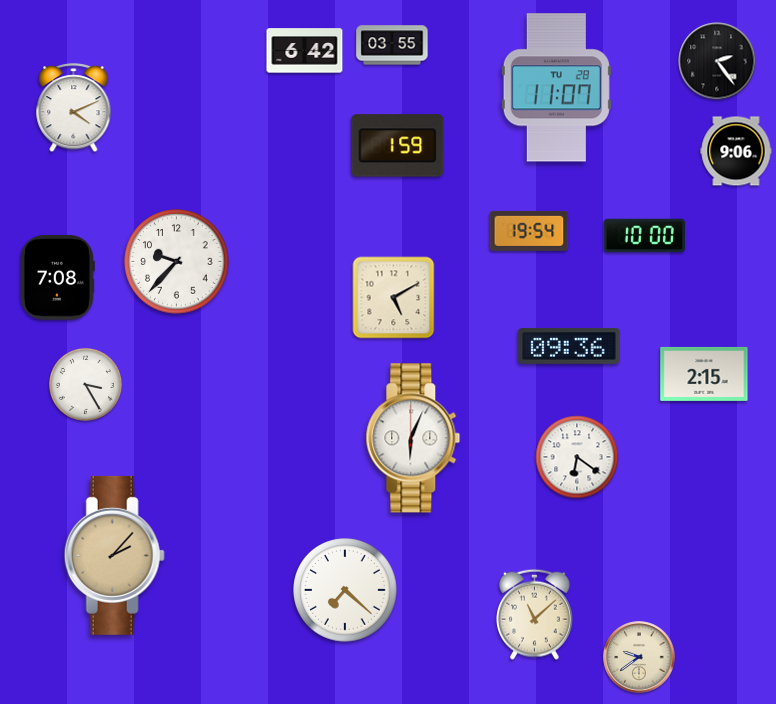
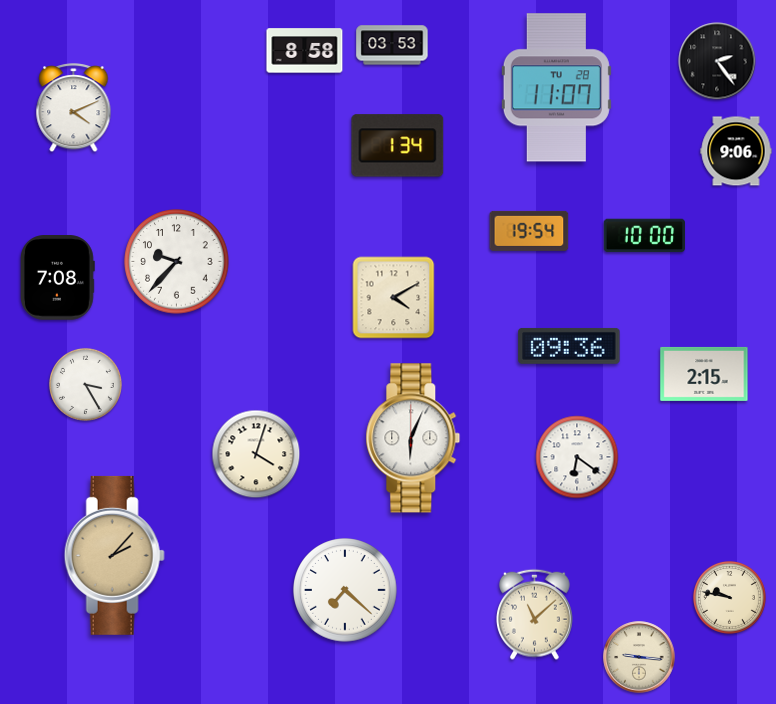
clock at (392, 45): 03:55 -> 03:53
clock at (305, 51): 6:42 -> 8:58
clock at (398, 146): 1:59 -> 1:34
clock at (394, 298): 5:10 -> 4:10
clock at (256, 454): none -> 4:03
clock at (729, 597): none -> 9:47
clock at (639, 657): 9:39 -> 9:16
